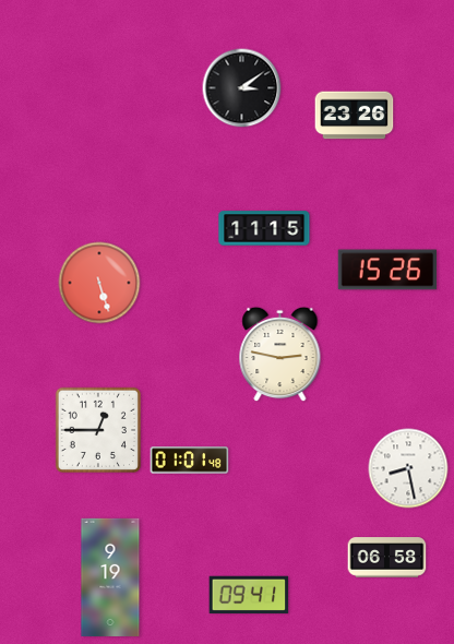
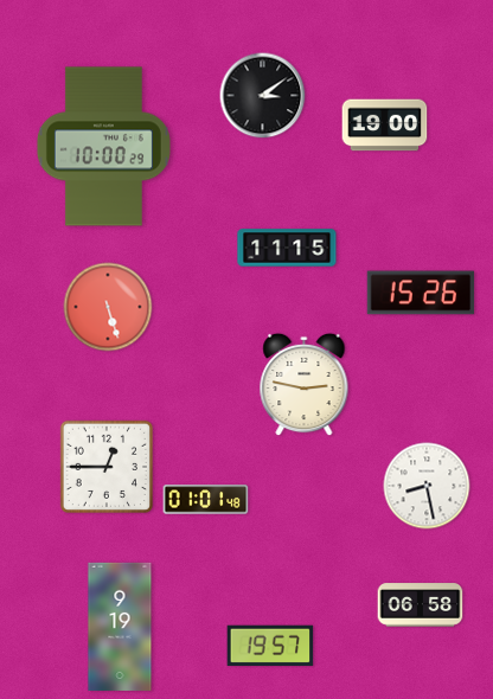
clock at (355, 116): 23:26 -> 19:00
clock at (103, 147): none -> 10:00
clock at (408, 468) position: (408, 468) -> (427, 486)
clock at (249, 594): 09:41 -> 19:57
